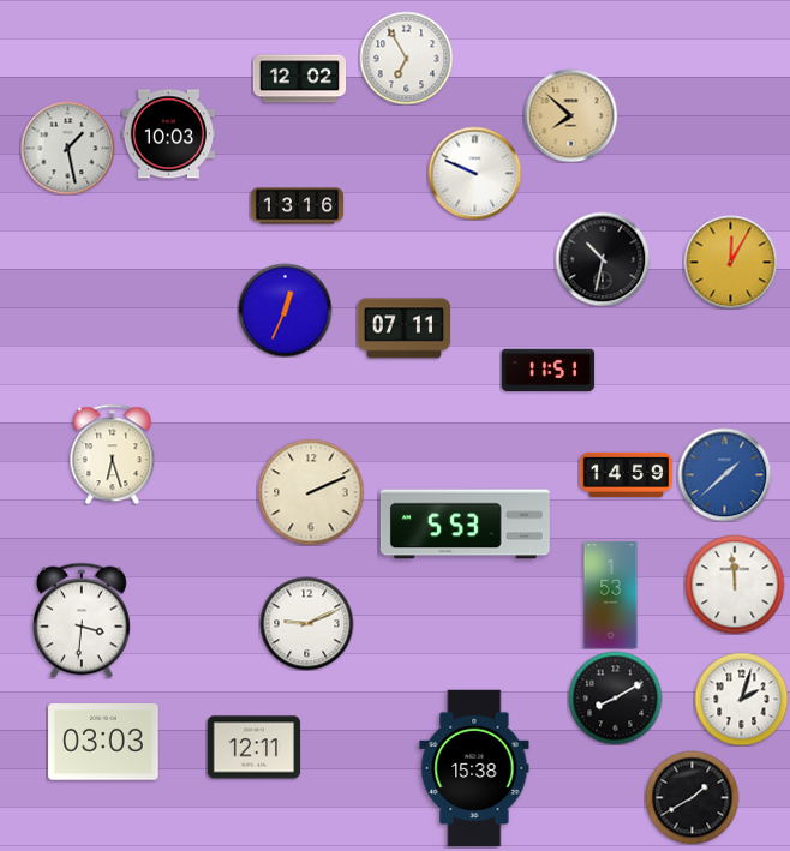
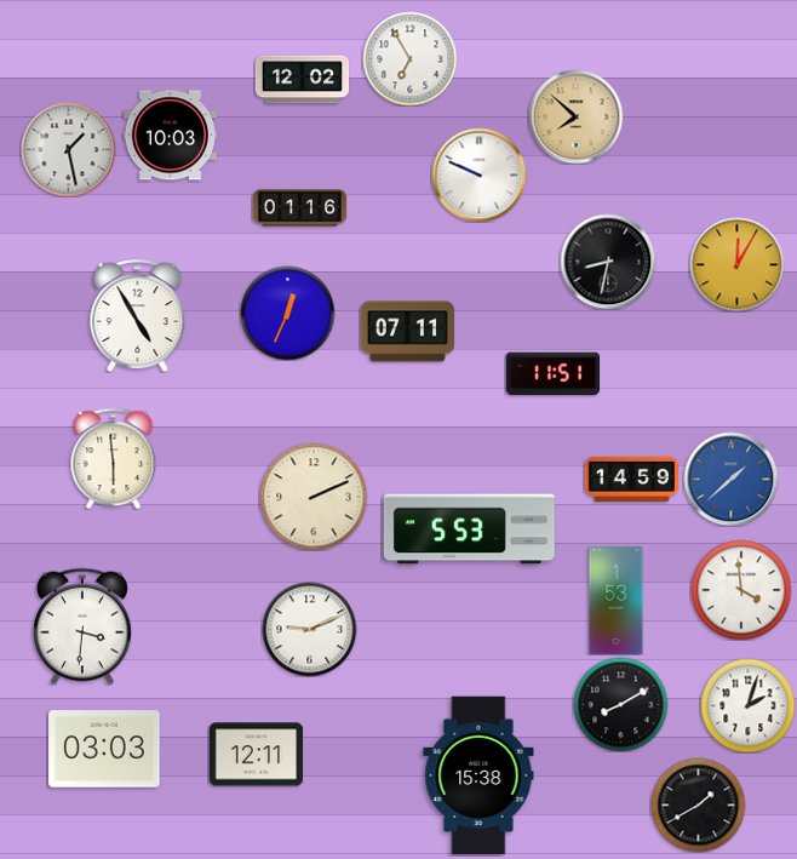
clock at (297, 206): 13:16 -> 01:16
clock at (603, 259): 10:32 -> 8:32
clock at (138, 315): none -> 4:55
clock at (113, 454): 6:27 -> 5:59
clock at (735, 585): 11:59 -> 3:59
